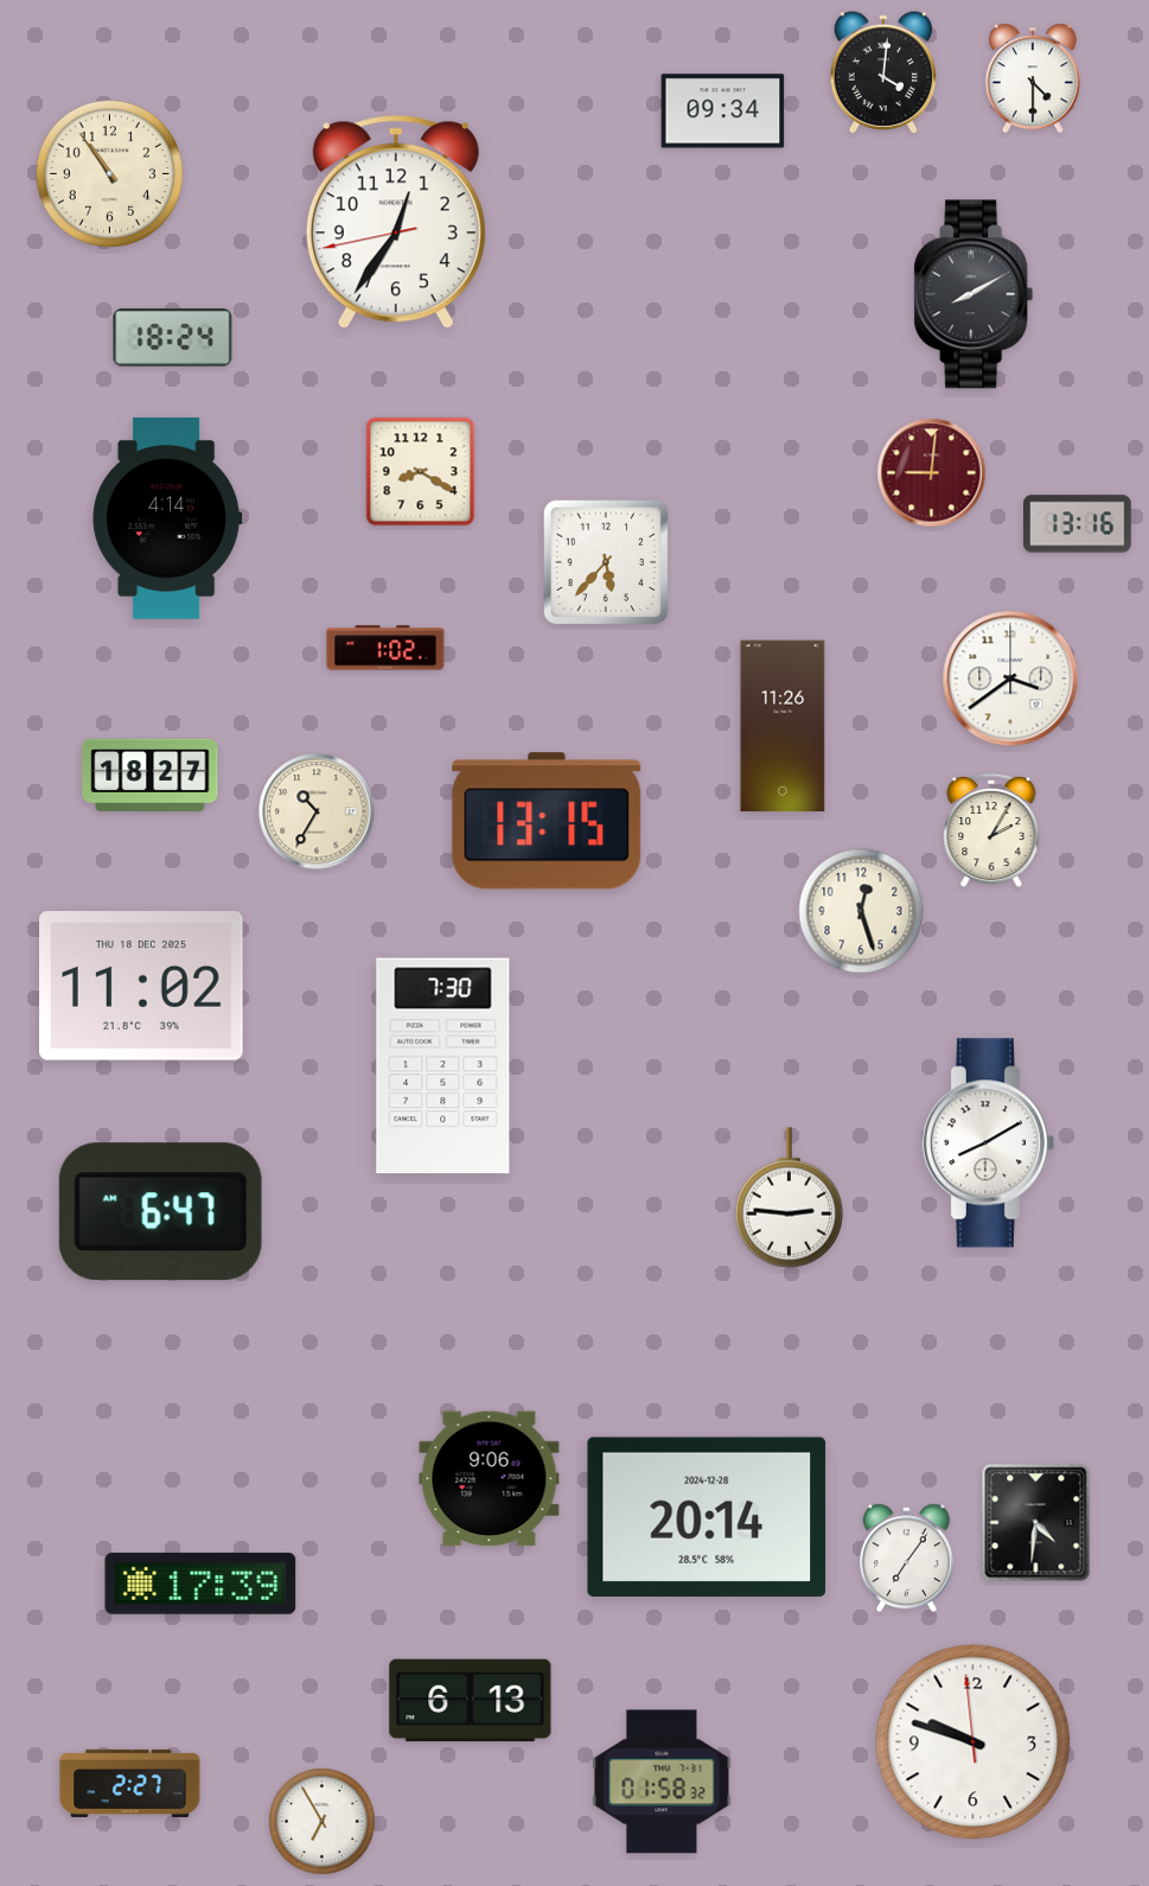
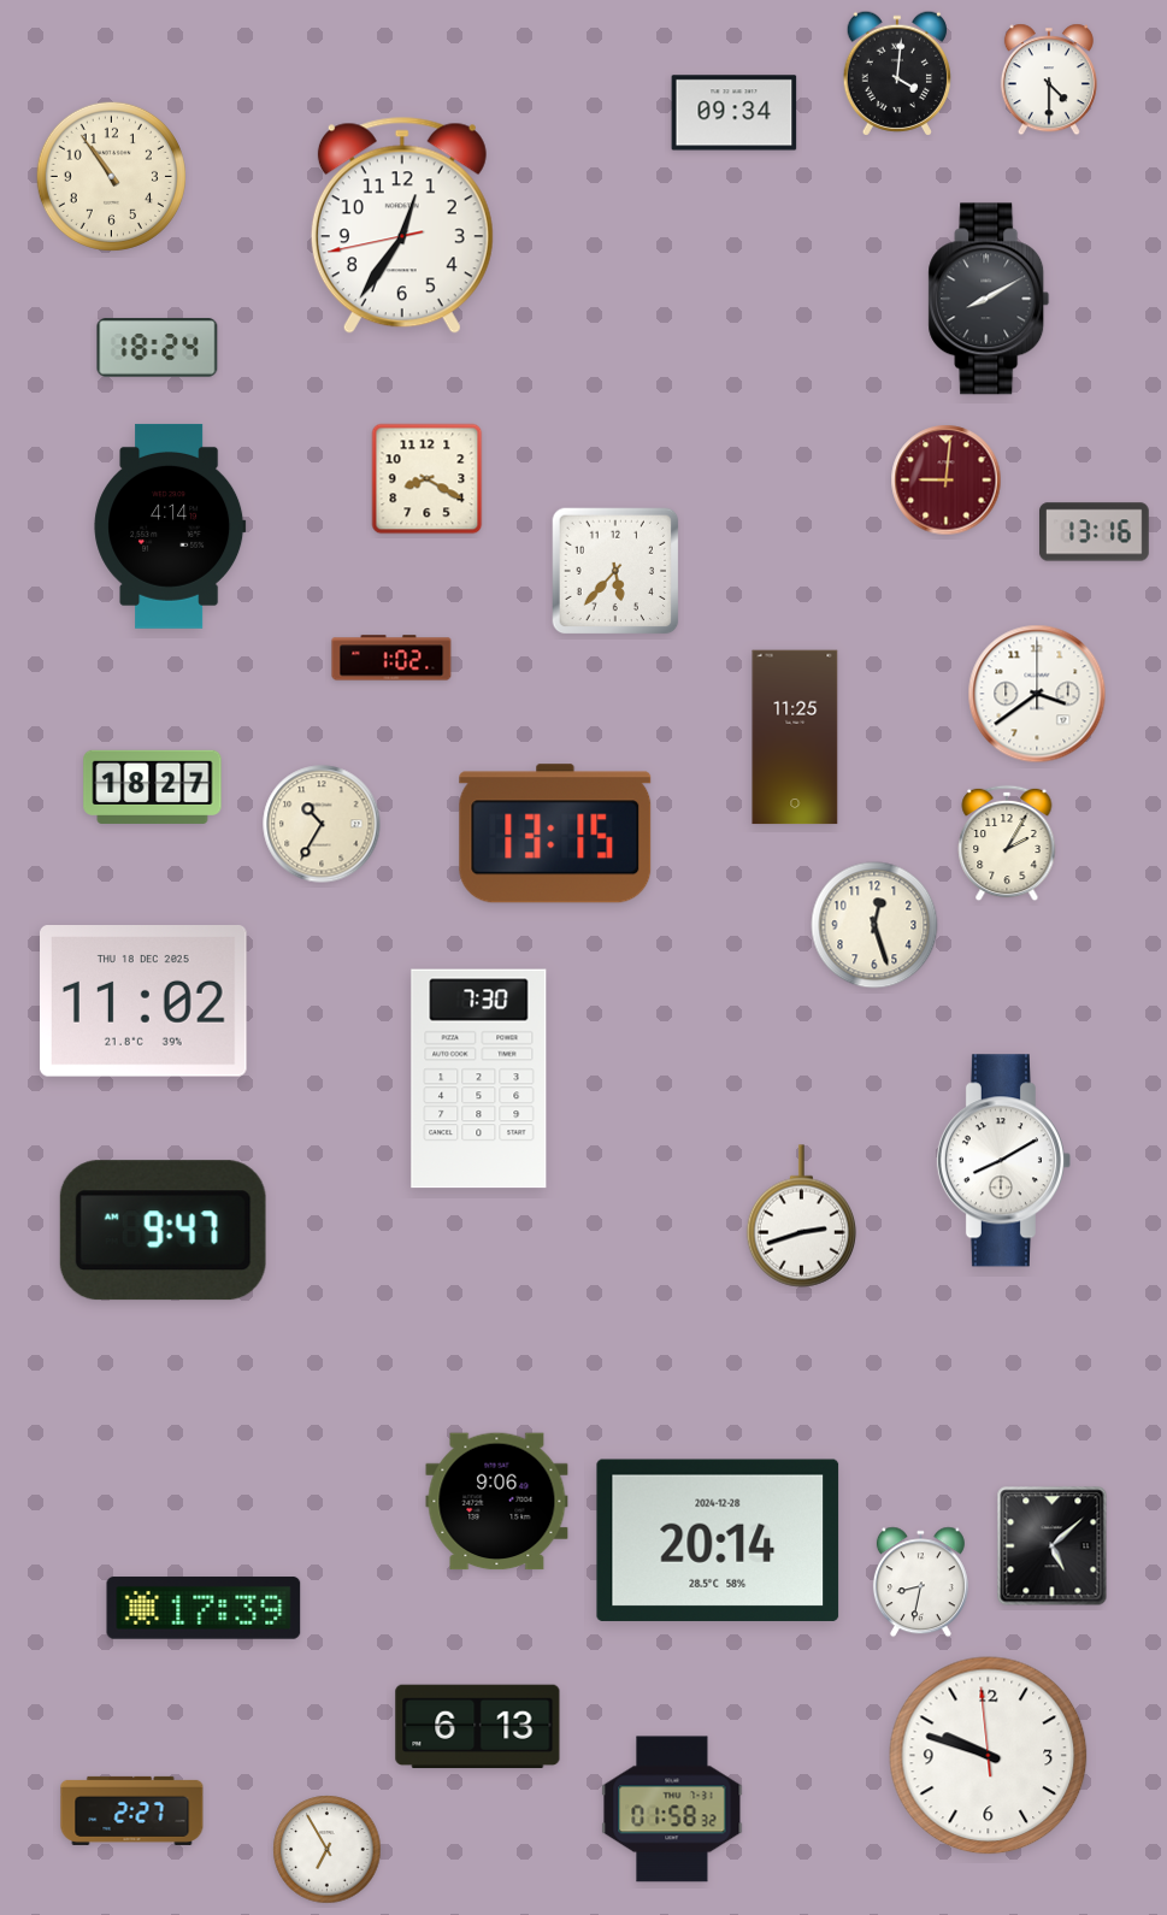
clock at (173, 338) position: (173, 338) -> (158, 348)
clock at (1010, 678) position: (1010, 678) -> (1037, 694)
clock at (783, 726): 11:26 -> 11:25
clock at (443, 1066) position: (443, 1066) -> (479, 1079)
clock at (790, 1198): 2:46 -> 2:42
clock at (160, 1212): 6:47 -> 9:47
clock at (1036, 1523): 4:31 -> 5:08
clock at (906, 1559): 7:06 -> 8:32
clock at (974, 1742) position: (974, 1742) -> (989, 1756)
